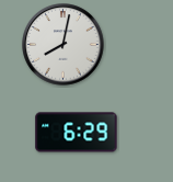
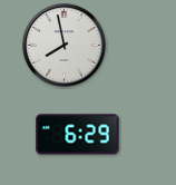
clock at (64, 45): 8:02 -> 7:58
